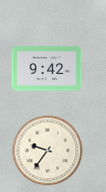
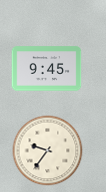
clock at (47, 69): 9:42 -> 9:45
